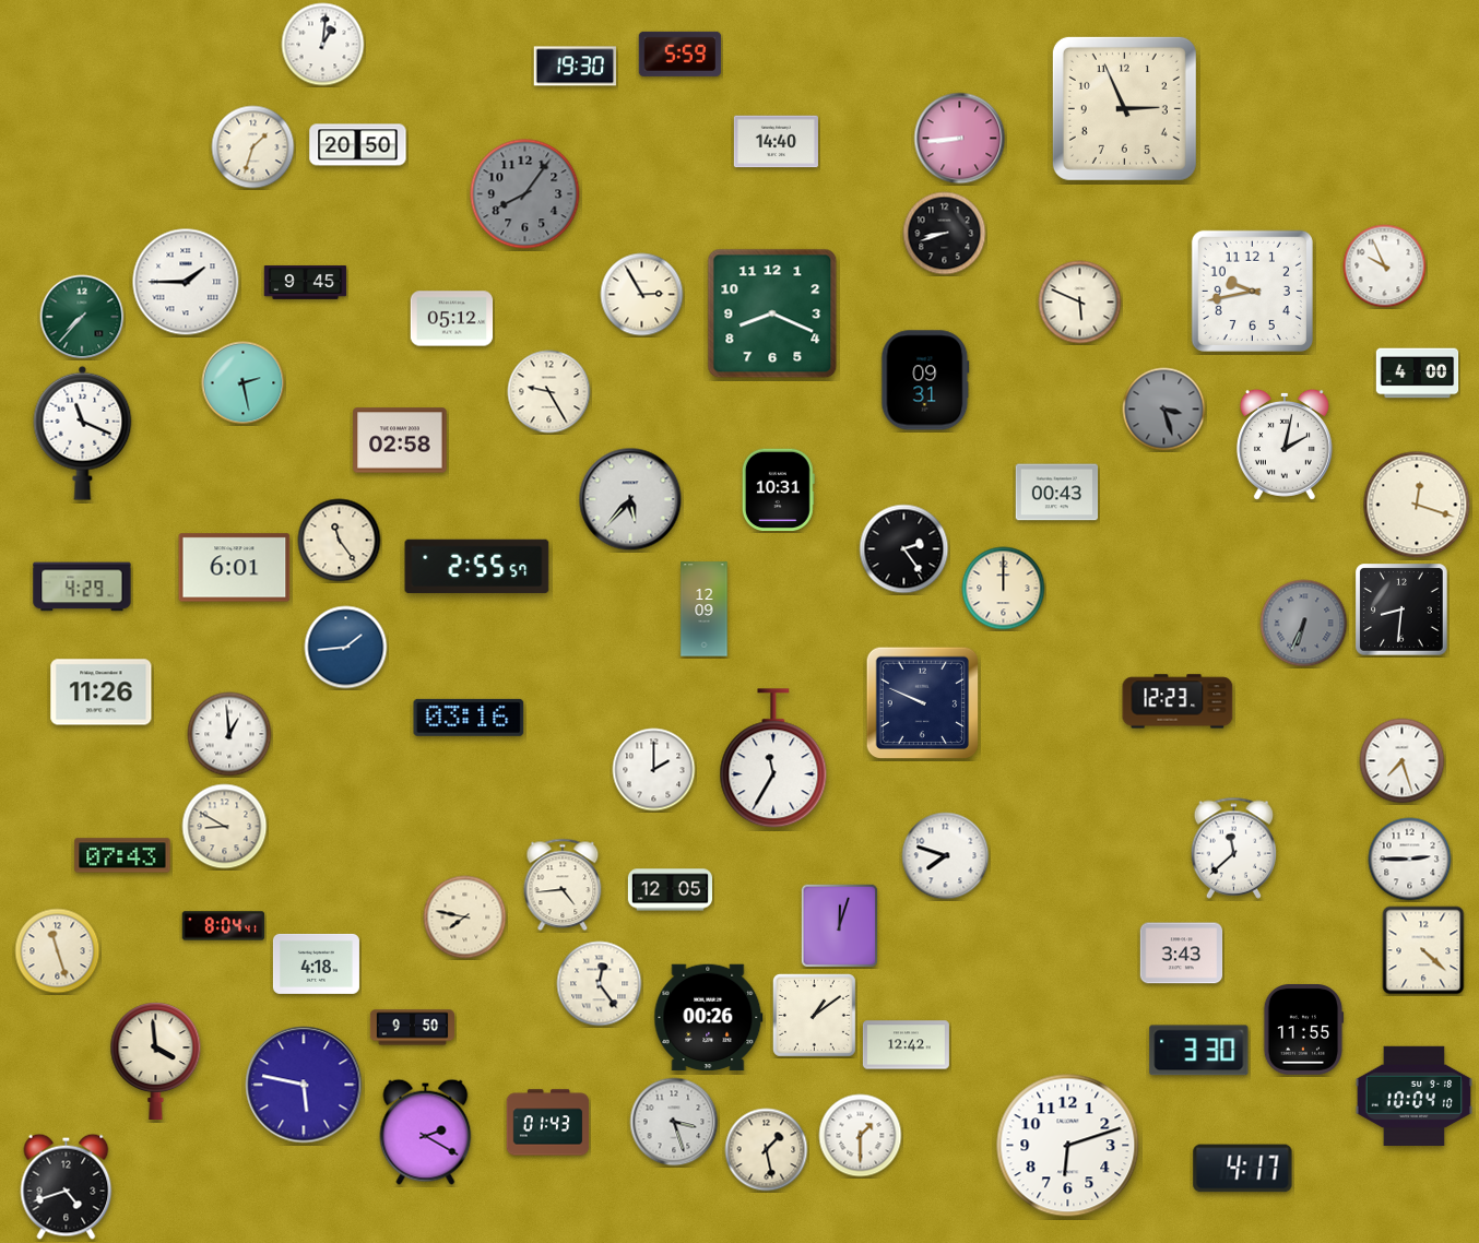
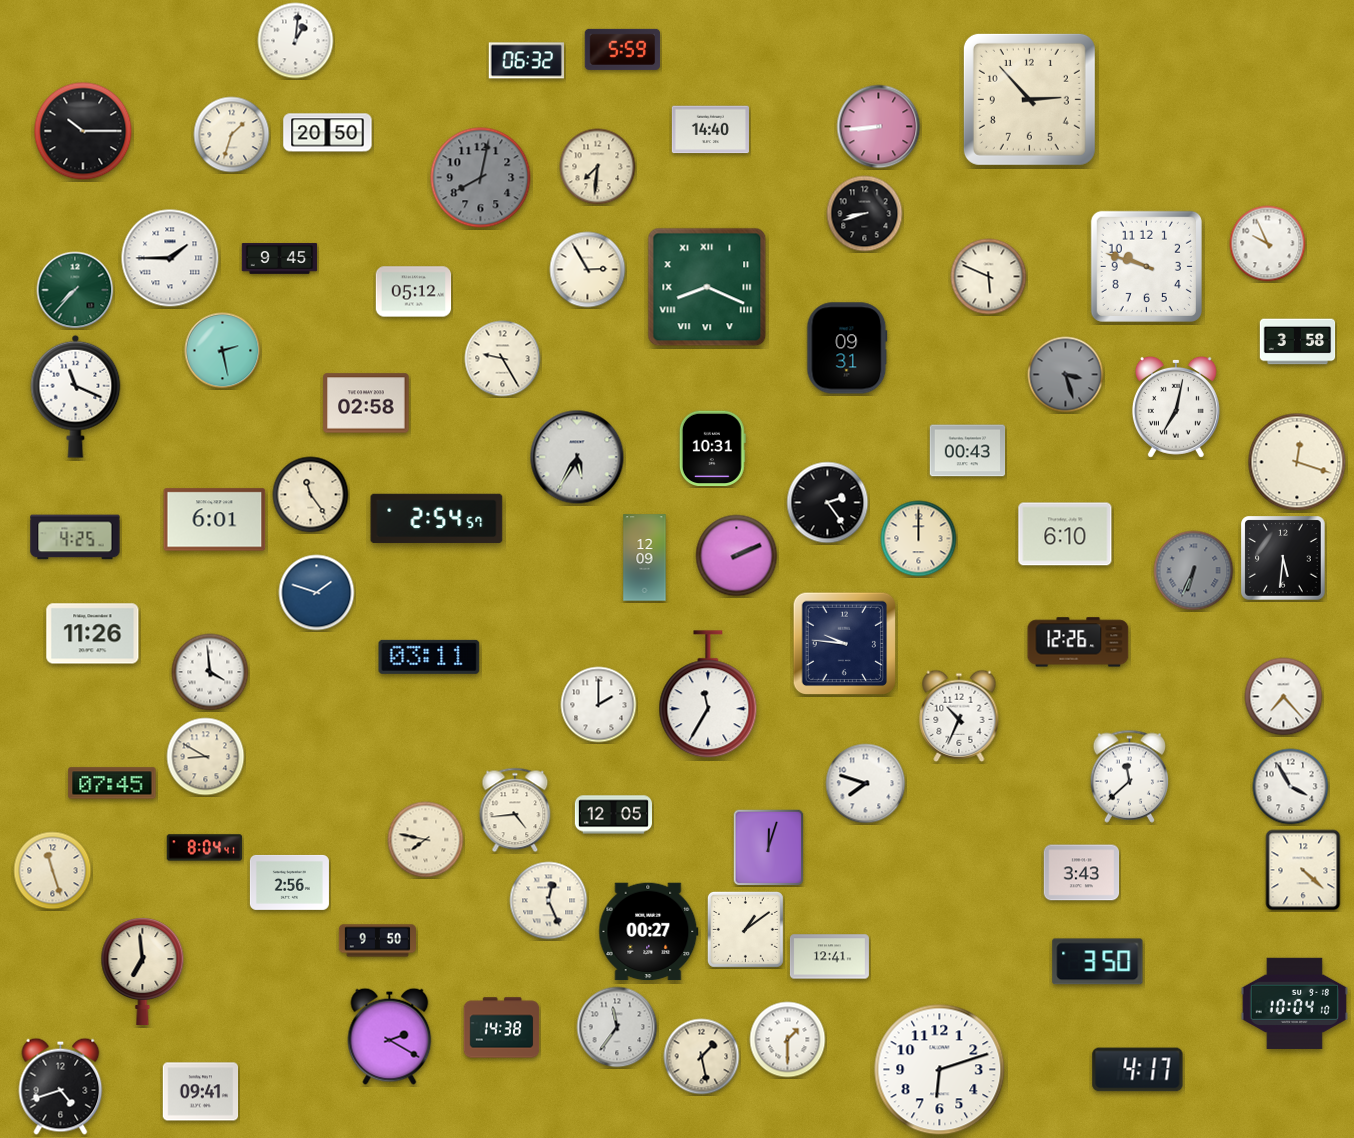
clock at (575, 67): 19:30 -> 06:32
clock at (1124, 108): 2:56 -> 2:53
clock at (83, 131): none -> 10:15
clock at (598, 167): none -> 7:31
clock at (525, 194): 8:06 -> 8:02
clock at (1252, 291): 9:43 -> 9:48
clock at (772, 313) numerals: Arabic -> Roman
clock at (1418, 374): 4:00 -> 3:58
clock at (1285, 445): 2:02 -> 7:02
clock at (630, 499): 5:37 -> 5:35
clock at (477, 567): 2:55 -> 2:54
clock at (1065, 534): none -> 6:10
clock at (82, 587): 4:29 -> 4:25
clock at (737, 556): none -> 2:11
clock at (1401, 609): 8:31 -> 5:31
clock at (346, 648): 1:44 -> 1:48
clock at (1178, 701): 12:23 -> 12:26
clock at (923, 703): 9:49 -> 9:46
clock at (469, 718): 03:16 -> 03:11
clock at (229, 734): 12:59 -> 3:59
clock at (1403, 761): 7:27 -> 7:23
clock at (959, 716): none -> 10:34
clock at (122, 855): 07:43 -> 07:45
clock at (1410, 860): 2:45 -> 3:55
clock at (316, 963): 4:18 -> 2:56
clock at (600, 984): 12:24 -> 12:26
clock at (709, 1018): 00:26 -> 00:27
clock at (1304, 1030): 11:55 -> none
clock at (906, 1045): 12:42 -> 12:41
clock at (1199, 1051): 3:30 -> 3:50
clock at (156, 1061): 3:59 -> 6:59
clock at (304, 1085): 5:47 -> none
clock at (674, 1122): 3:27 -> 11:36
clock at (548, 1123): 01:43 -> 14:38
clock at (1068, 1146) position: (1068, 1146) -> (940, 1070)
clock at (767, 1150) position: (767, 1150) -> (702, 1057)
clock at (201, 1092): none -> 09:41
